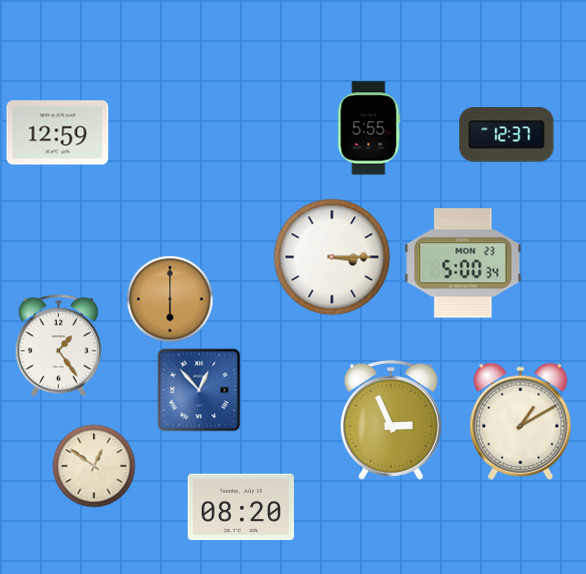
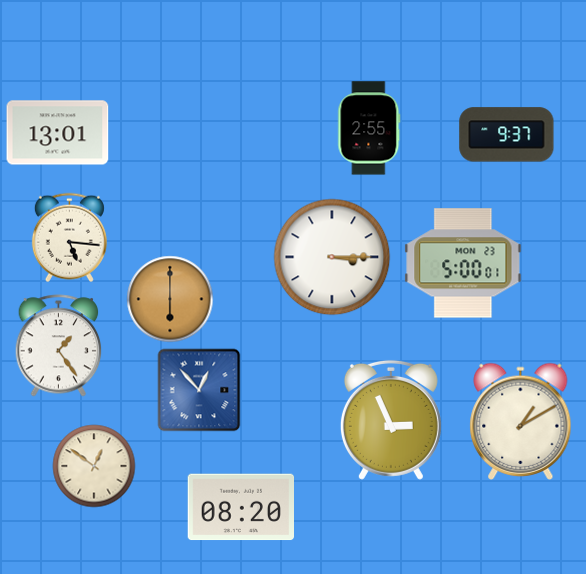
clock at (369, 128): 5:55 -> 2:55
clock at (58, 133): 12:59 -> 13:01
clock at (507, 135): 12:37 -> 9:37
clock at (69, 238): none -> 5:16
clock at (463, 263): 5:00:34 -> 5:00:01
